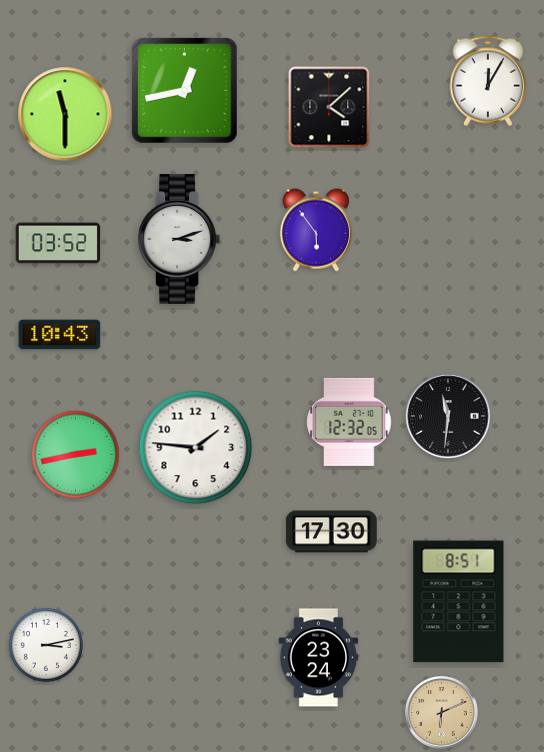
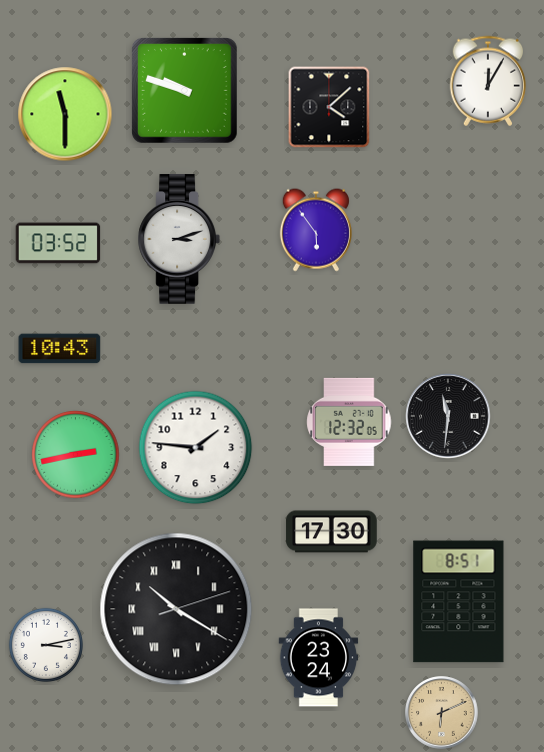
clock at (185, 91): 12:43 -> 9:48
clock at (60, 335) position: (60, 335) -> (60, 349)
clock at (176, 609): none -> 10:20
